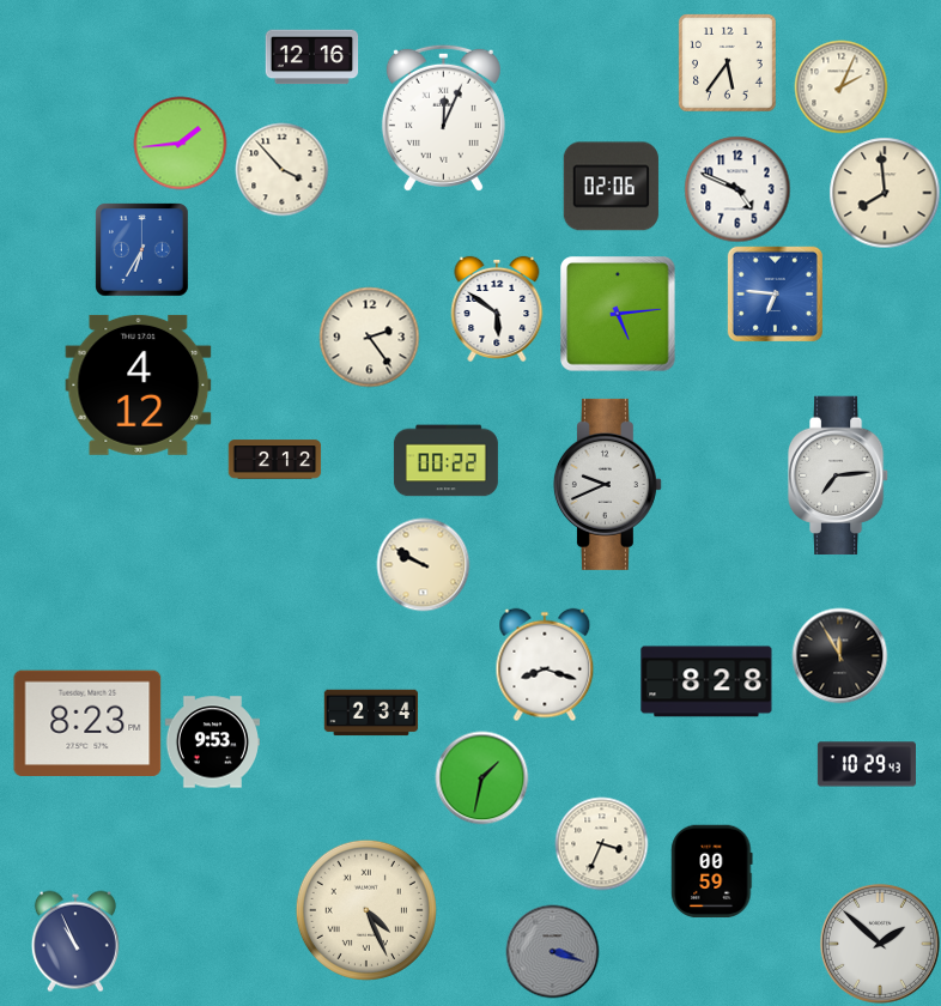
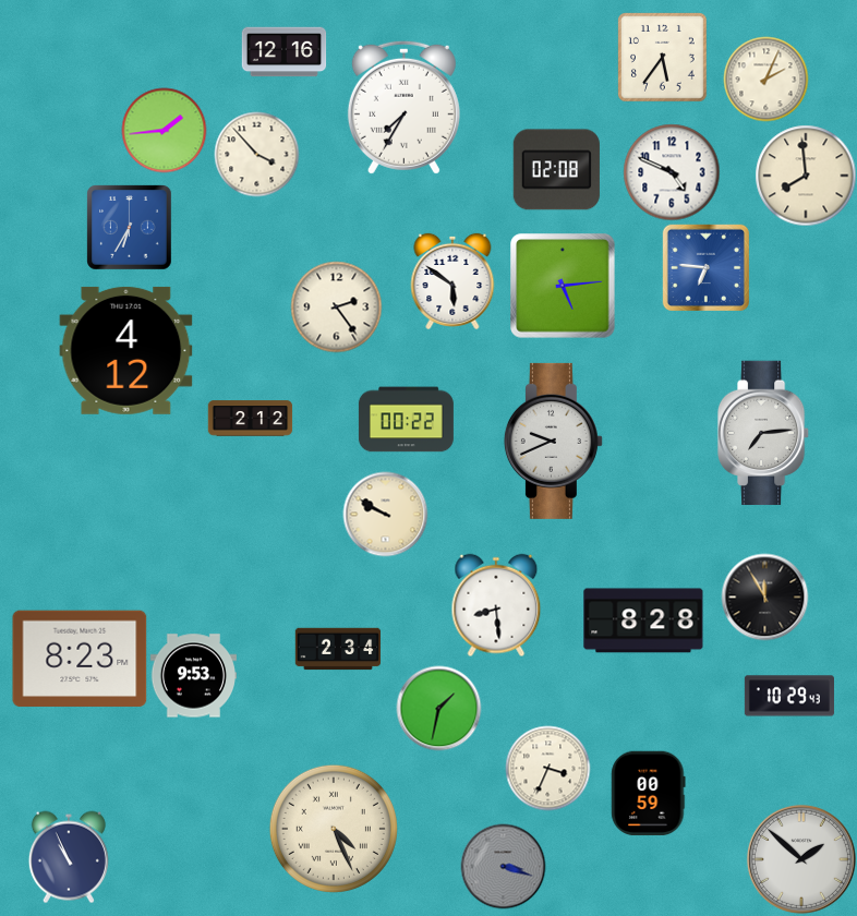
clock at (443, 117): 12:04 -> 7:35
clock at (611, 187): 02:06 -> 02:08
clock at (545, 665): 8:18 -> 8:29
